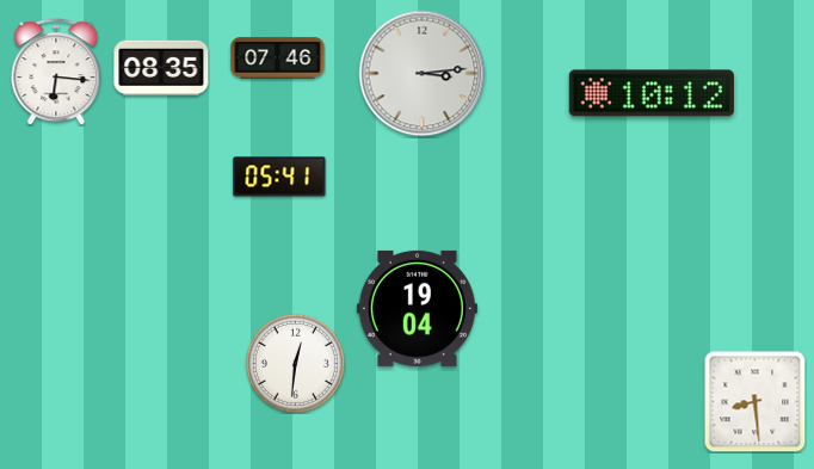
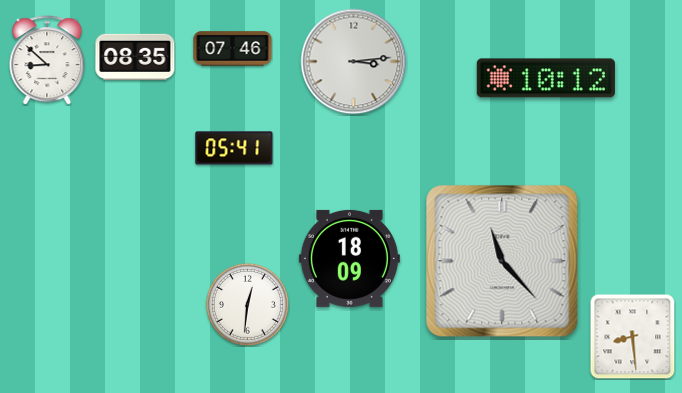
clock at (56, 72): 6:16 -> 8:52
clock at (417, 308): 19:04 -> 18:09
clock at (502, 261): none -> 11:23
